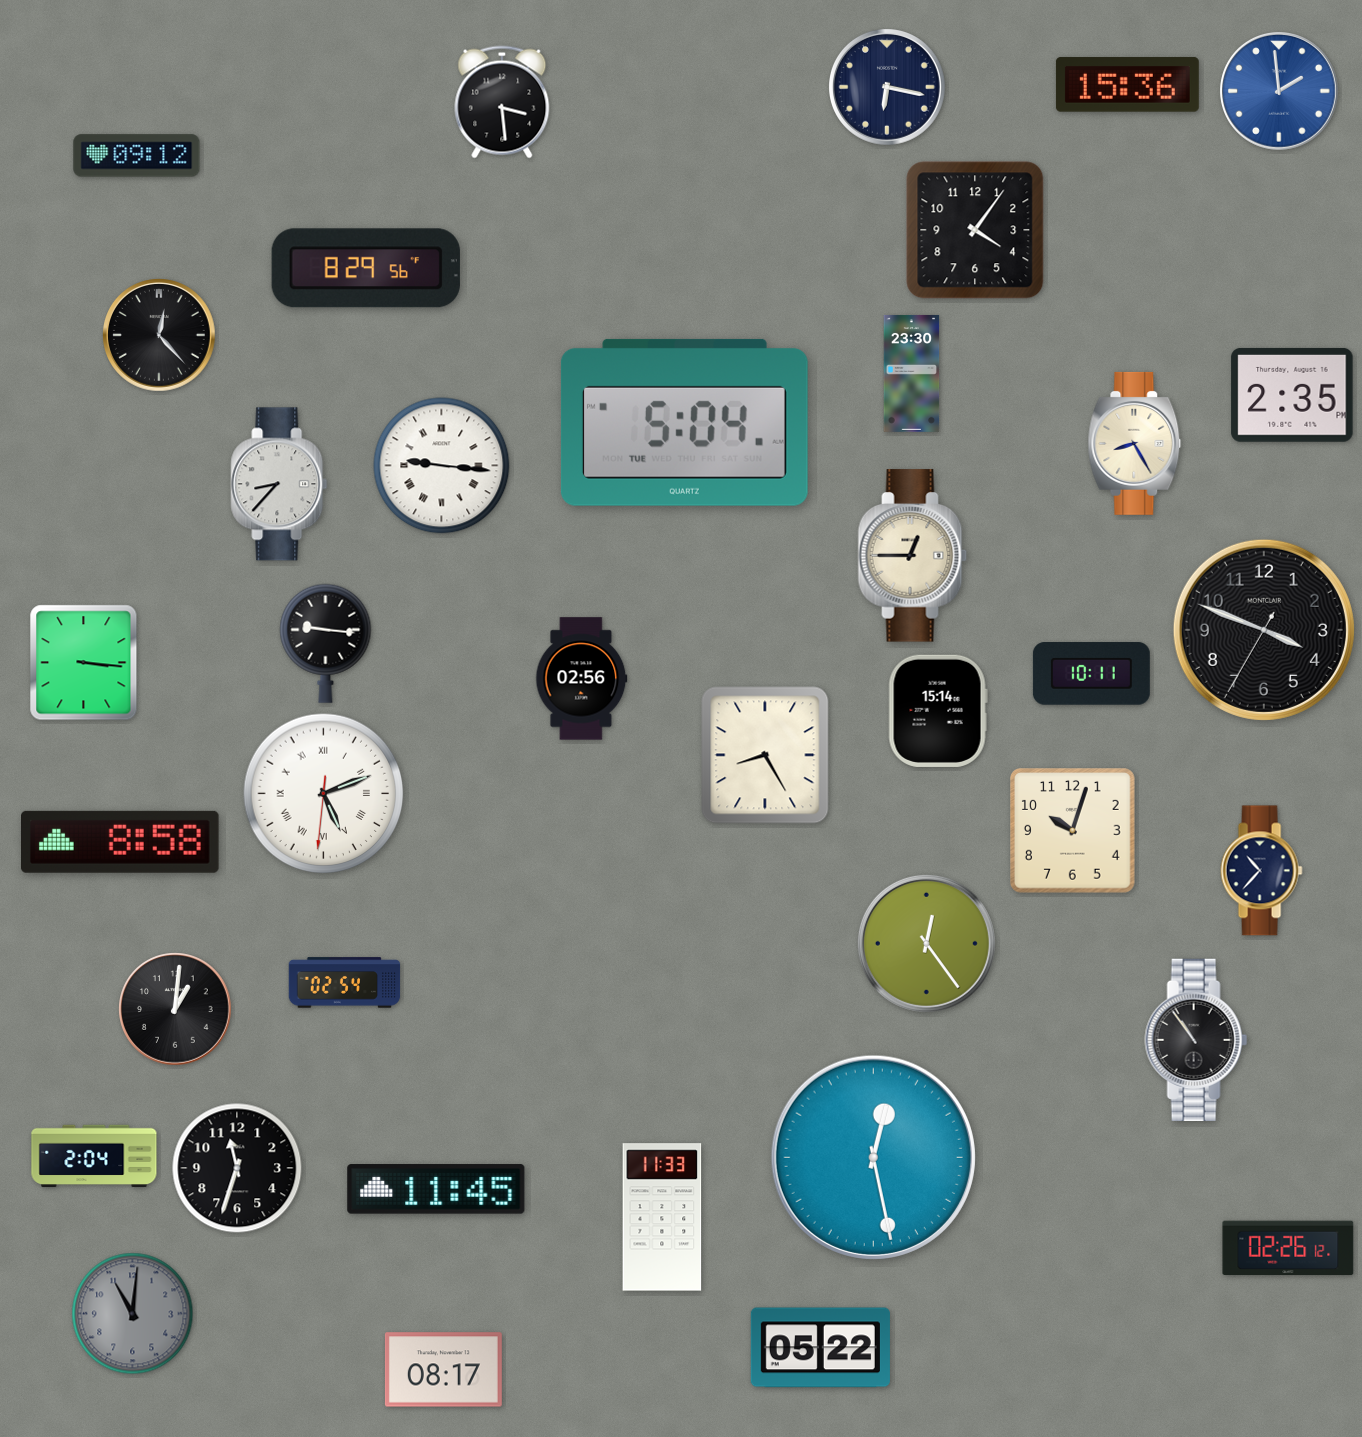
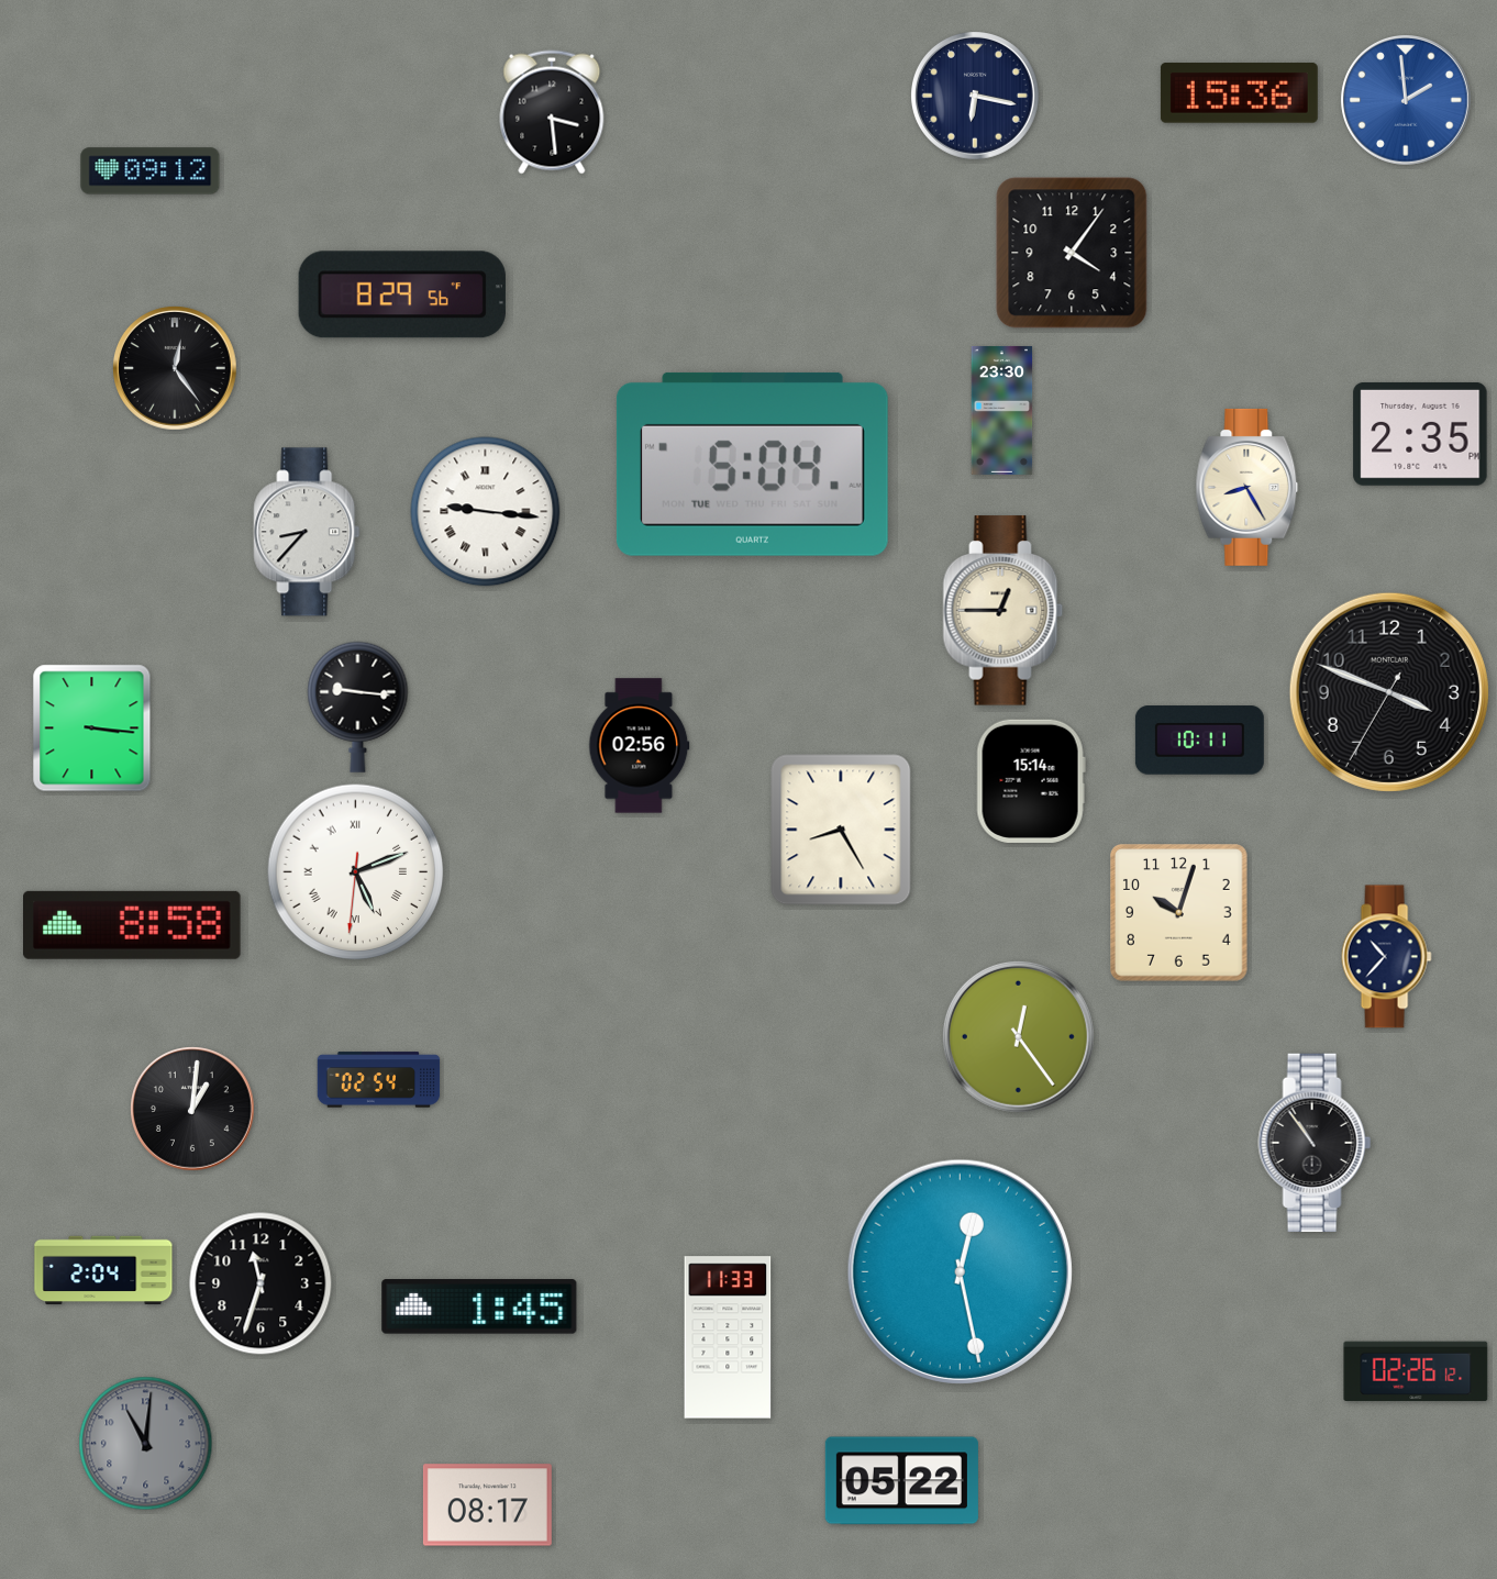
clock at (160, 336): 12:23 -> 12:24
clock at (436, 1189): 11:45 -> 1:45
